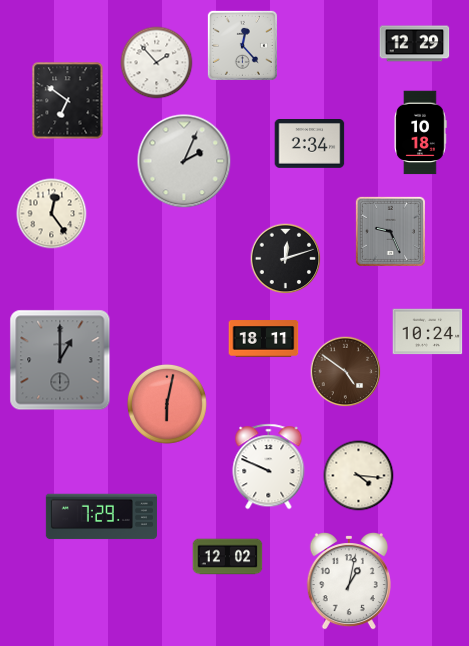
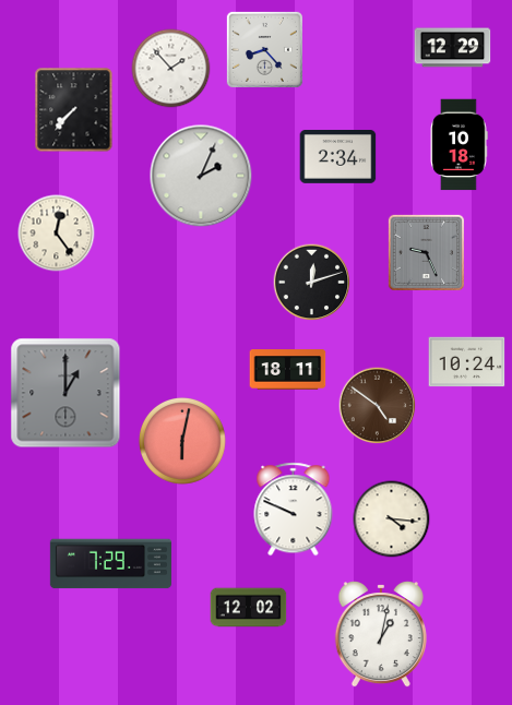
clock at (242, 45): 12:23 -> 8:23
clock at (68, 101): 6:51 -> 7:37
